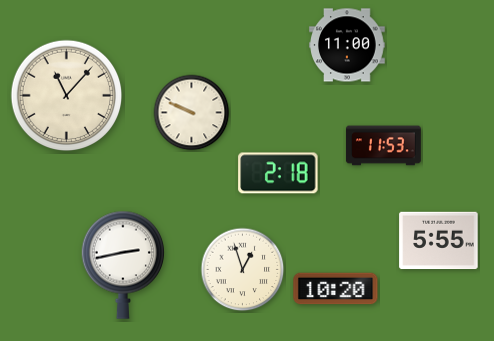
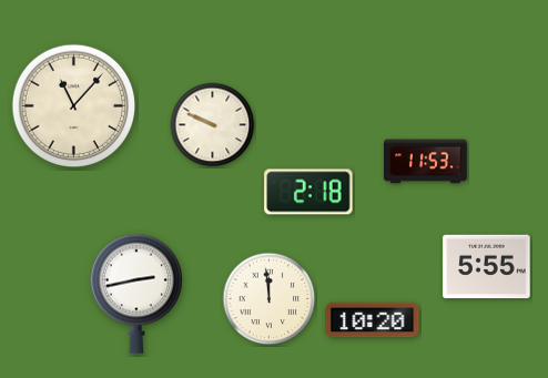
clock at (347, 45): 11:00 -> none
clock at (243, 270): 12:57 -> 11:59
